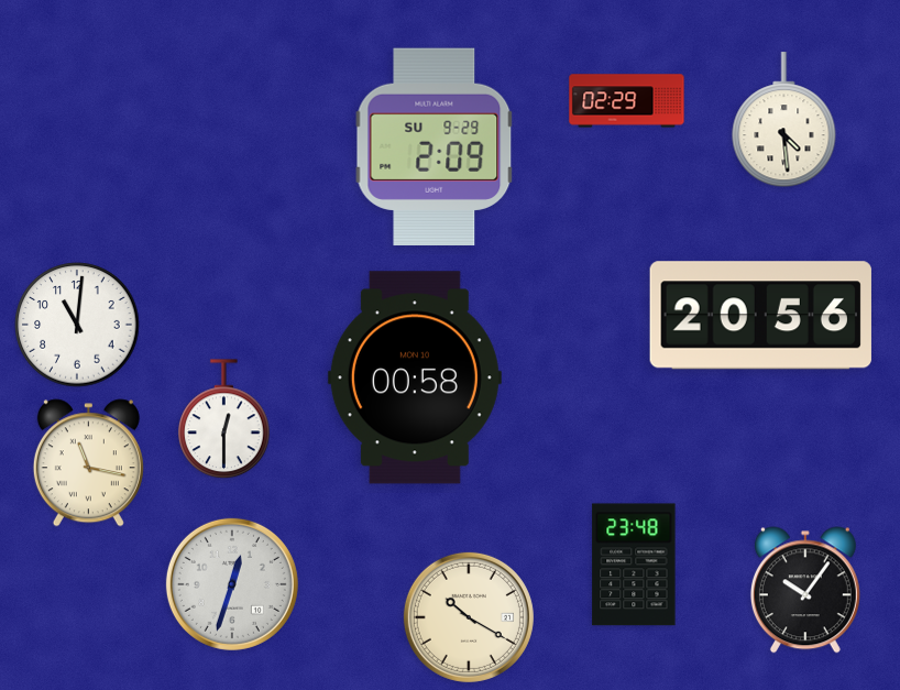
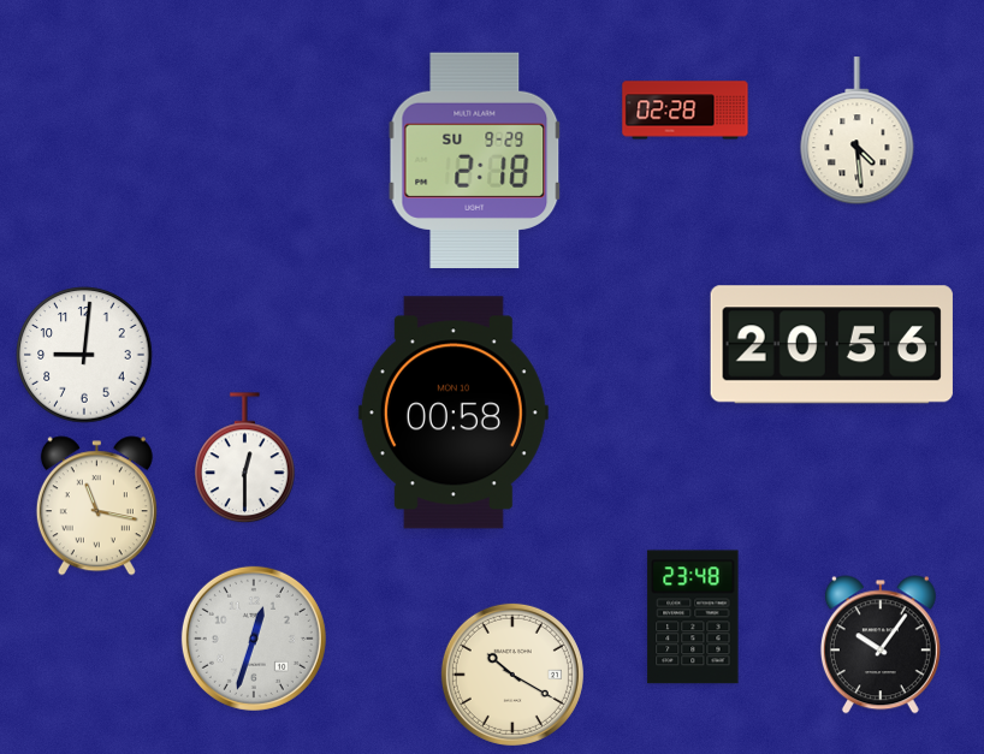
clock at (627, 101): 02:29 -> 02:28
clock at (435, 146): 2:09 -> 2:18
clock at (77, 325): 11:01 -> 9:01
